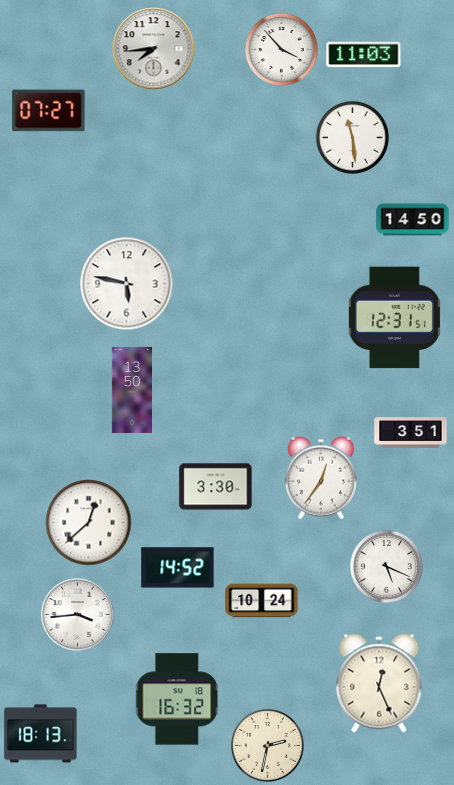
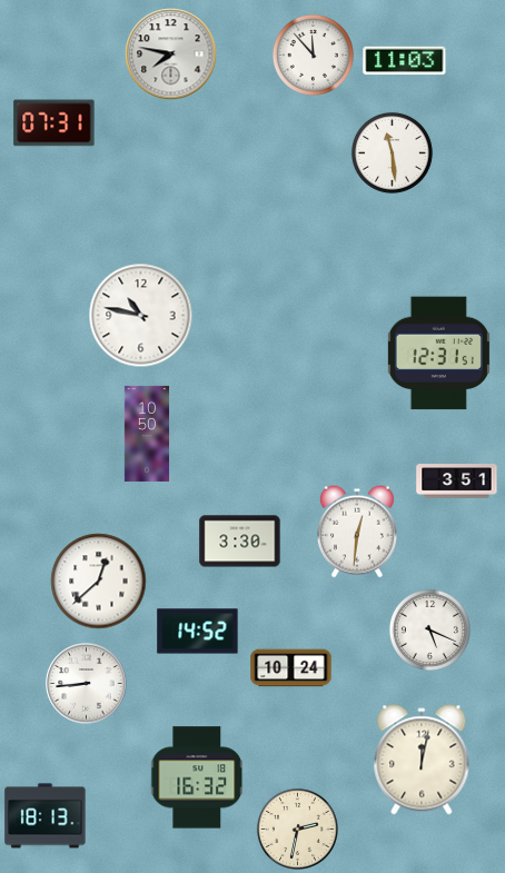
clock at (154, 49): 7:44 -> 7:47
clock at (281, 49): 3:53 -> 11:53
clock at (49, 111): 07:27 -> 07:31
clock at (413, 220): 14:50 -> none
clock at (127, 284): 5:47 -> 10:47
clock at (131, 390): 13:50 -> 10:50
clock at (321, 478): 12:36 -> 12:31
clock at (78, 615): 3:44 -> 8:44
clock at (379, 683): 12:26 -> 12:02
